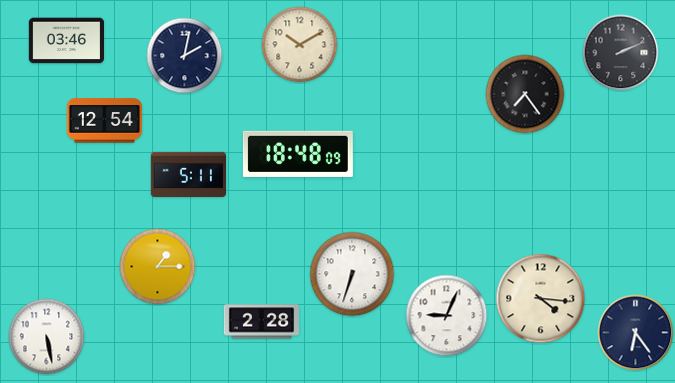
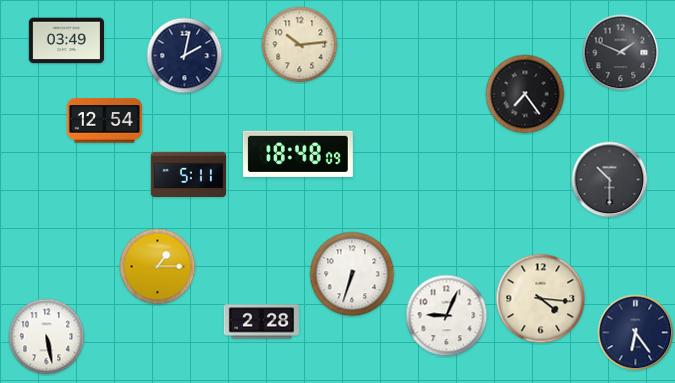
clock at (66, 41): 03:46 -> 03:49
clock at (300, 45): 10:10 -> 10:14
clock at (621, 53): 2:11 -> 1:49
clock at (610, 180): none -> 10:30
